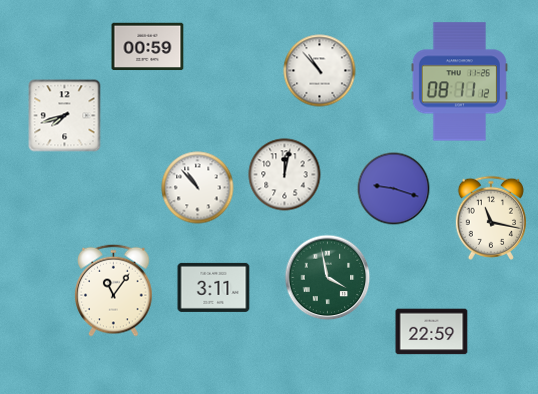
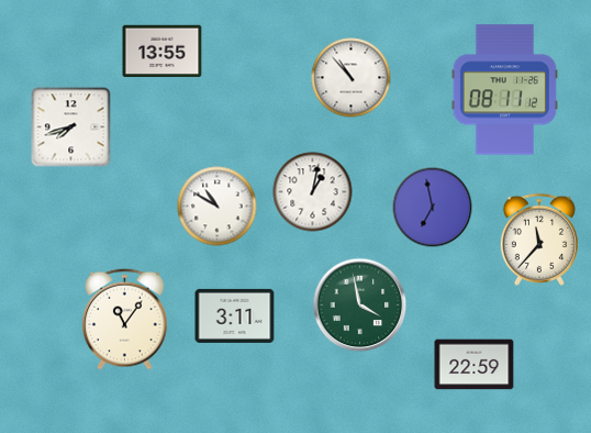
clock at (148, 47): 00:59 -> 13:55
clock at (285, 175): 12:02 -> 1:02
clock at (198, 188): 10:53 -> 10:50
clock at (394, 189): 9:18 -> 6:58
clock at (490, 218): 11:17 -> 11:37
